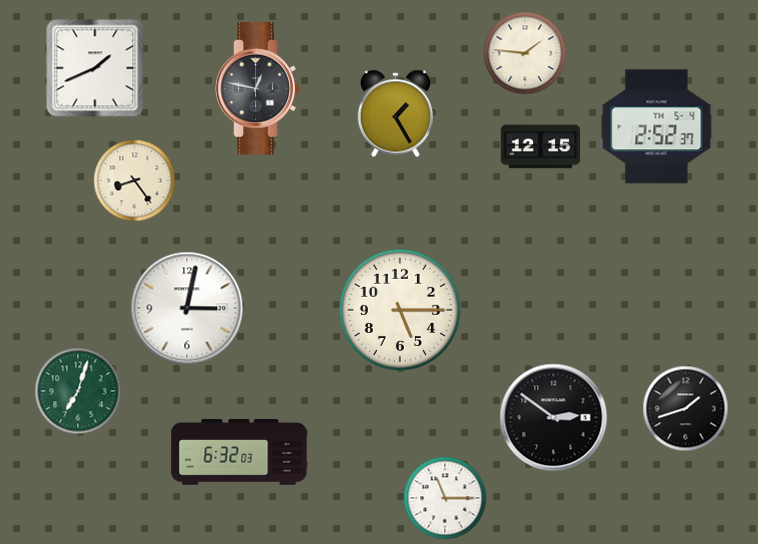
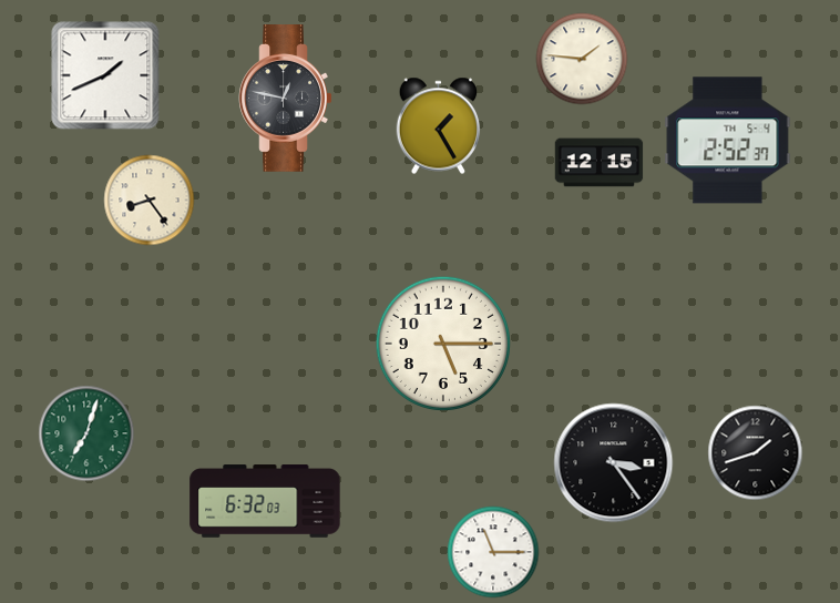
clock at (187, 308): 3:02 -> none
clock at (686, 409) position: (686, 409) -> (756, 453)
clock at (554, 418): 2:51 -> 3:24
